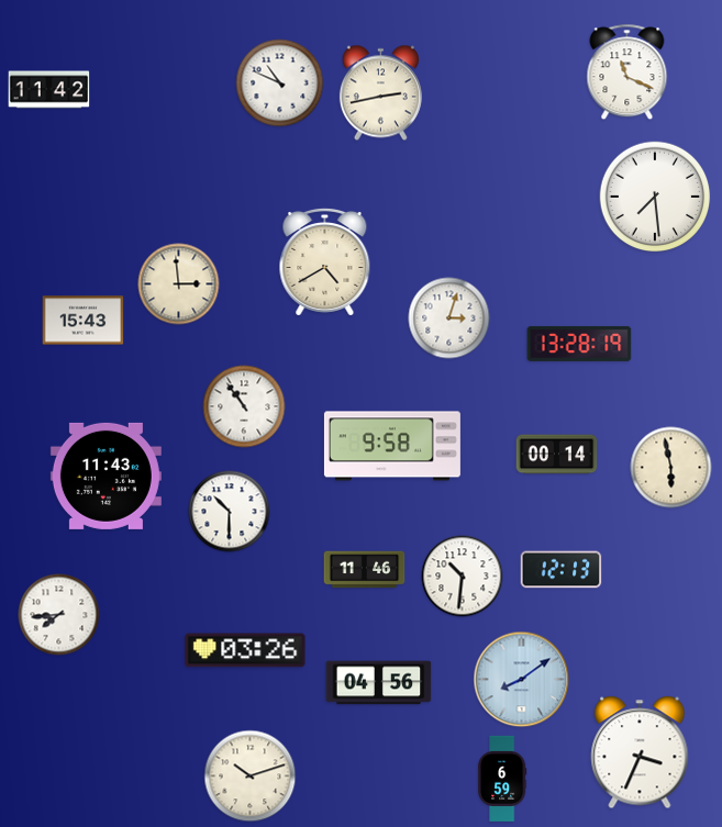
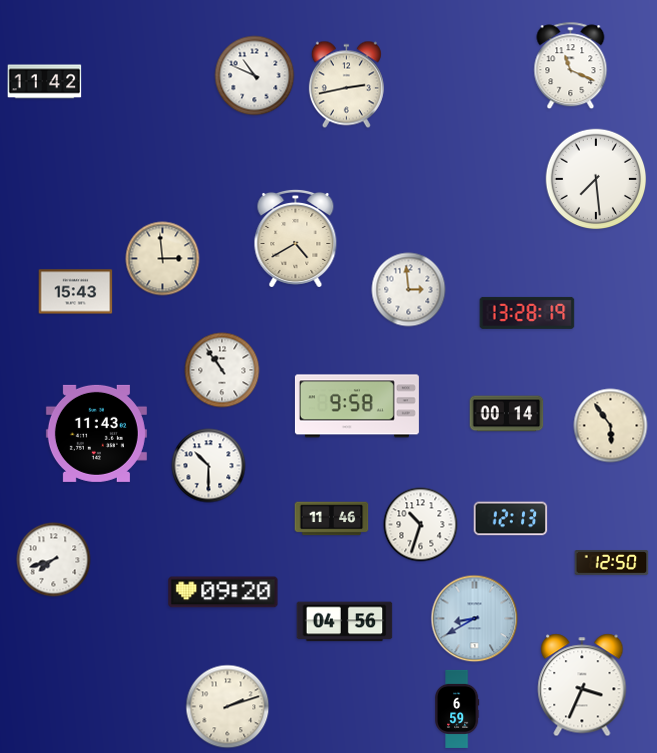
clock at (449, 318): 3:03 -> 2:59
clock at (671, 468): 5:58 -> 5:54
clock at (463, 577): 10:31 -> 10:33
clock at (59, 615): 7:44 -> 7:42
clock at (612, 563): none -> 12:50
clock at (245, 650): 03:26 -> 09:20
clock at (522, 680): 8:09 -> 8:40
clock at (251, 776): 10:12 -> 2:12
